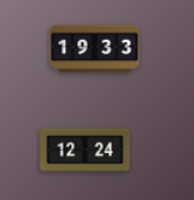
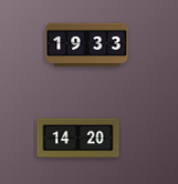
clock at (86, 151): 12:24 -> 14:20
